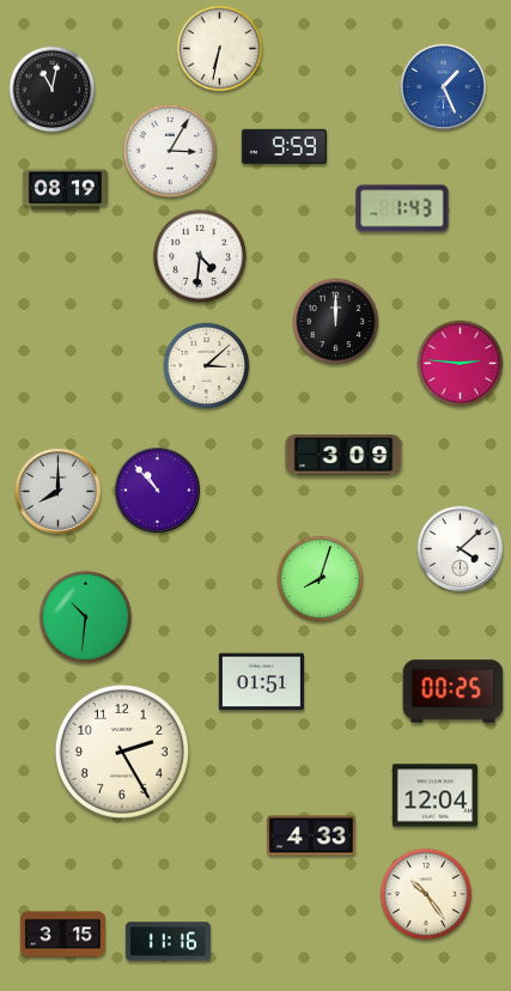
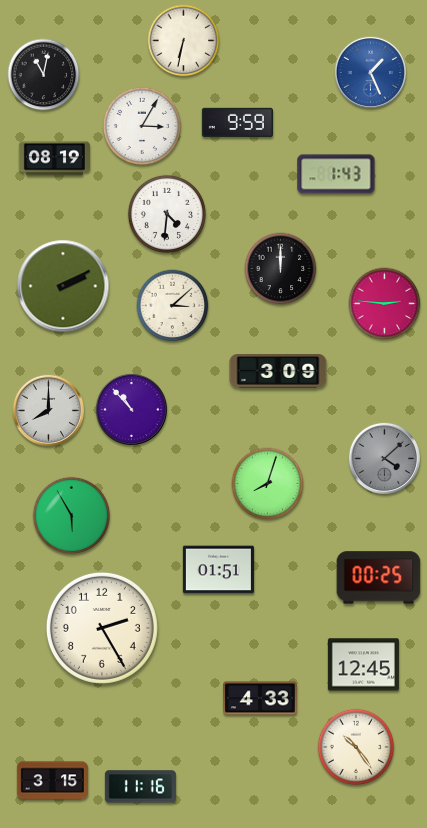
clock at (63, 286): none -> 2:10
clock at (343, 456) position: (343, 456) -> (278, 372)
clock at (460, 548) dial: white -> grey
clock at (85, 616): 10:31 -> 5:55
clock at (434, 796): 12:04 -> 12:45
